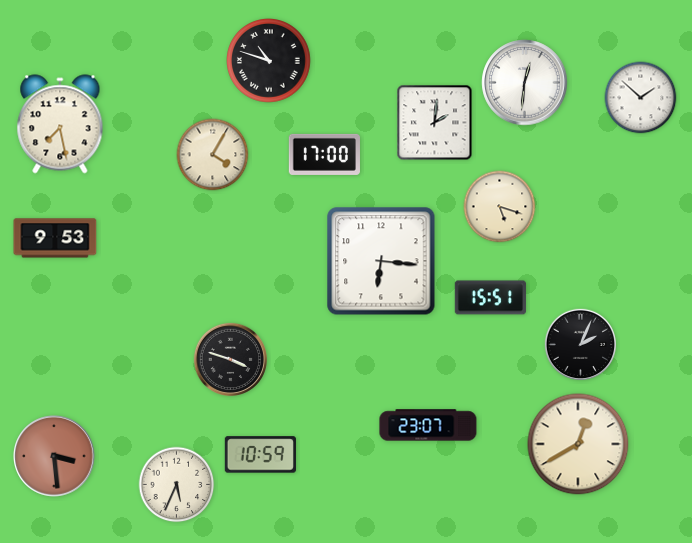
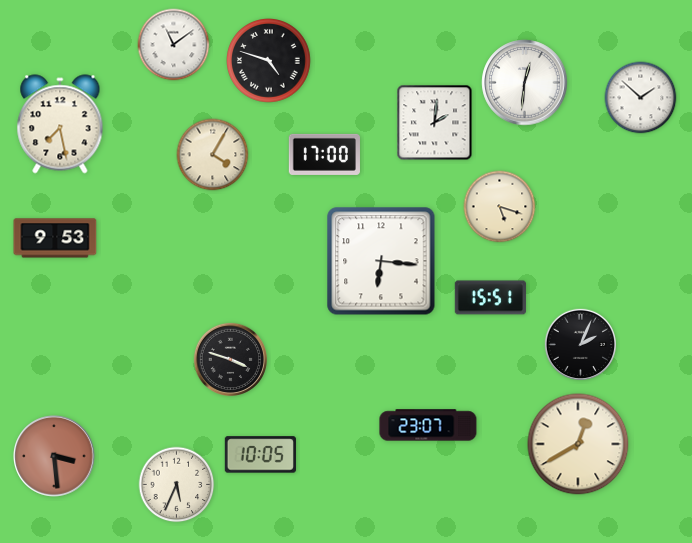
clock at (174, 45): none -> 11:09
clock at (269, 61): 10:48 -> 4:48
clock at (260, 455): 10:59 -> 10:05
